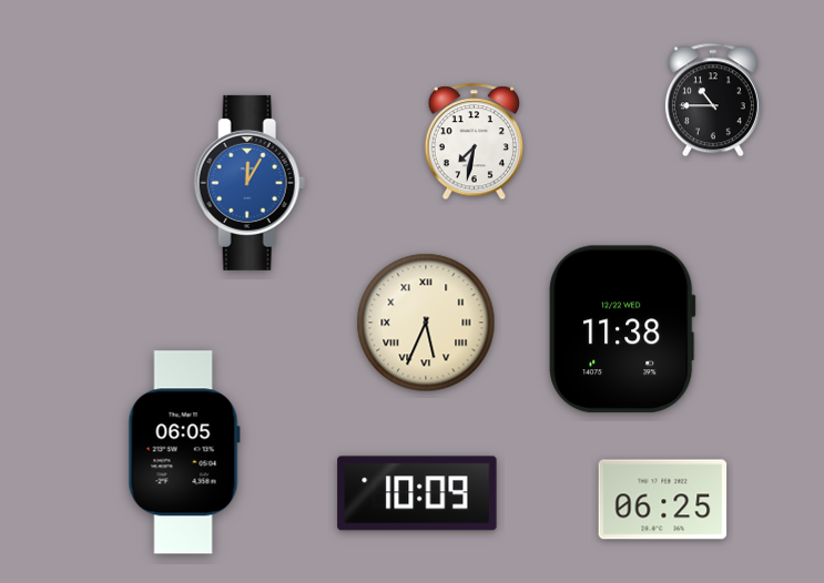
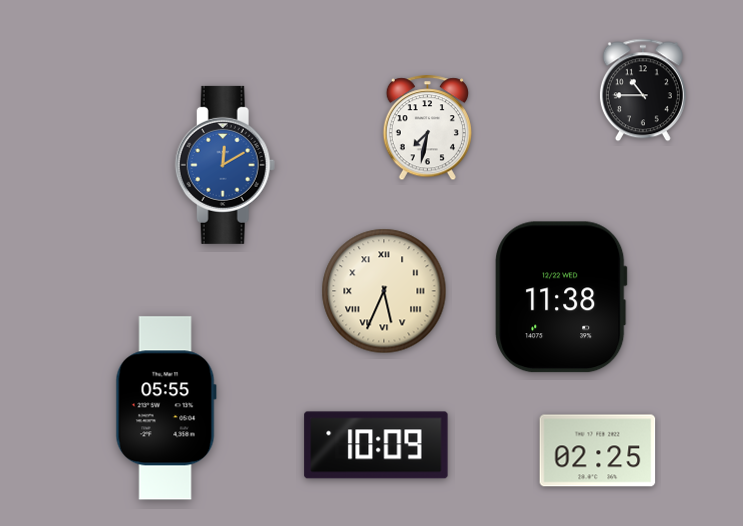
clock at (250, 183): 12:05 -> 12:10
clock at (184, 452): 06:05 -> 05:55
clock at (663, 500): 06:25 -> 02:25
